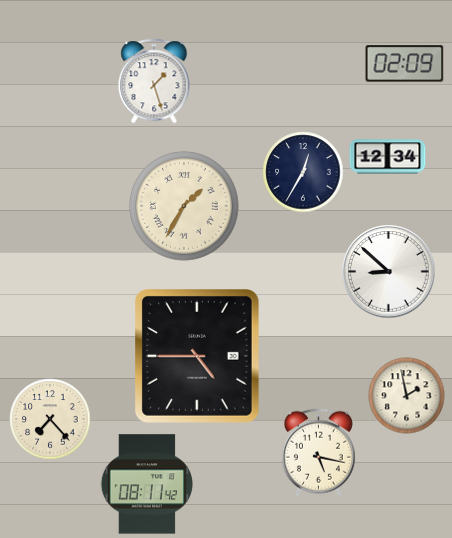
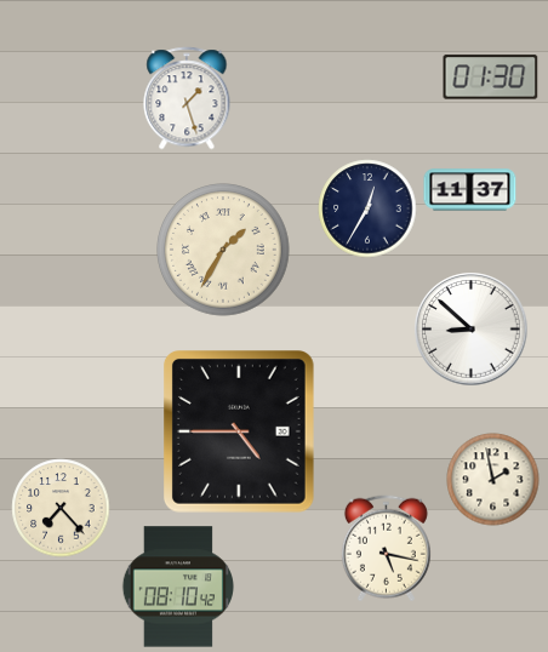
clock at (405, 64): 02:09 -> 01:30
clock at (388, 157): 12:34 -> 11:37
clock at (146, 484): 08:11 -> 08:10
